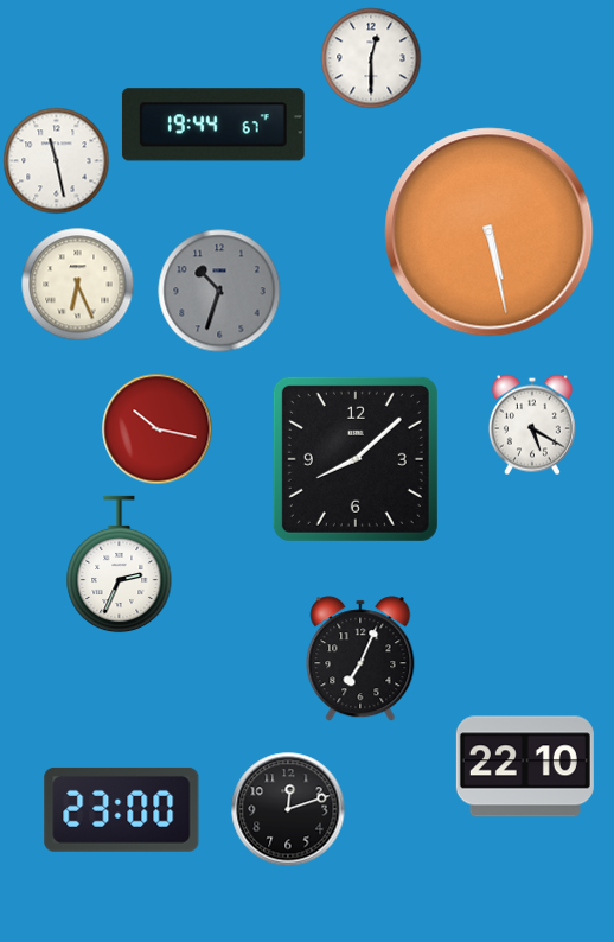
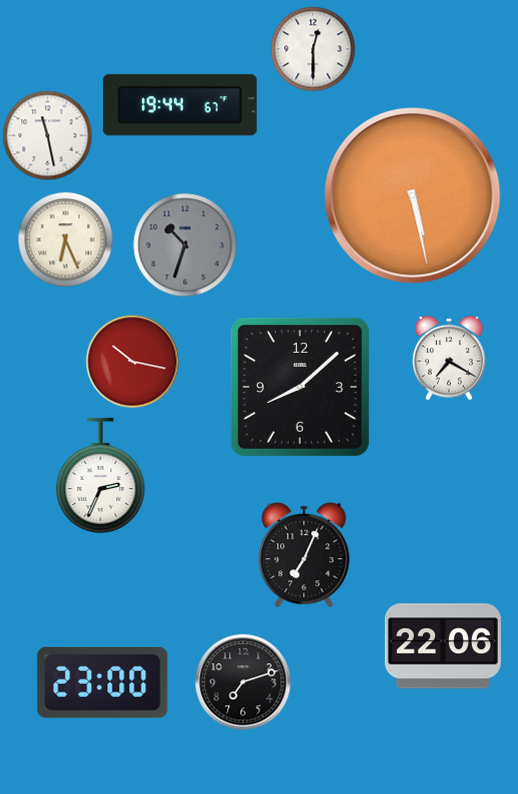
clock at (532, 425): 5:20 -> 7:20
clock at (525, 766): 22:10 -> 22:06
clock at (288, 809): 12:12 -> 7:12
